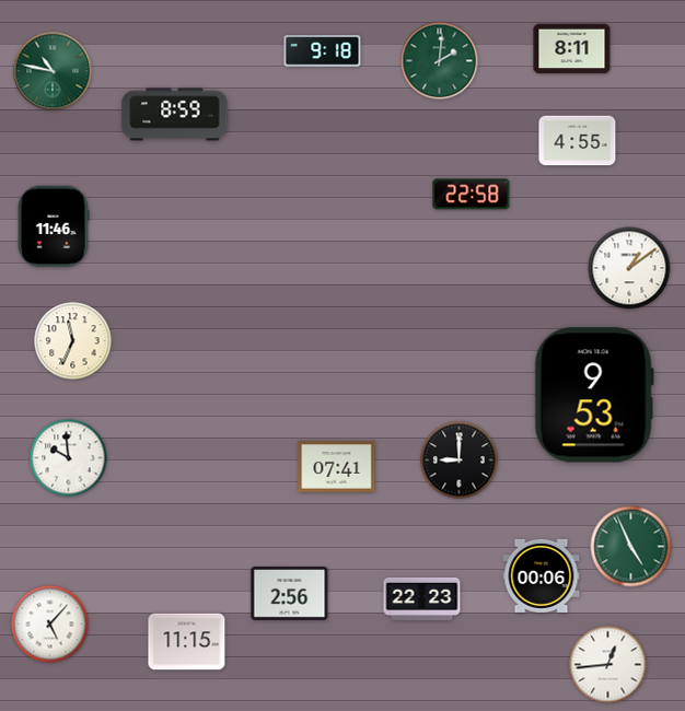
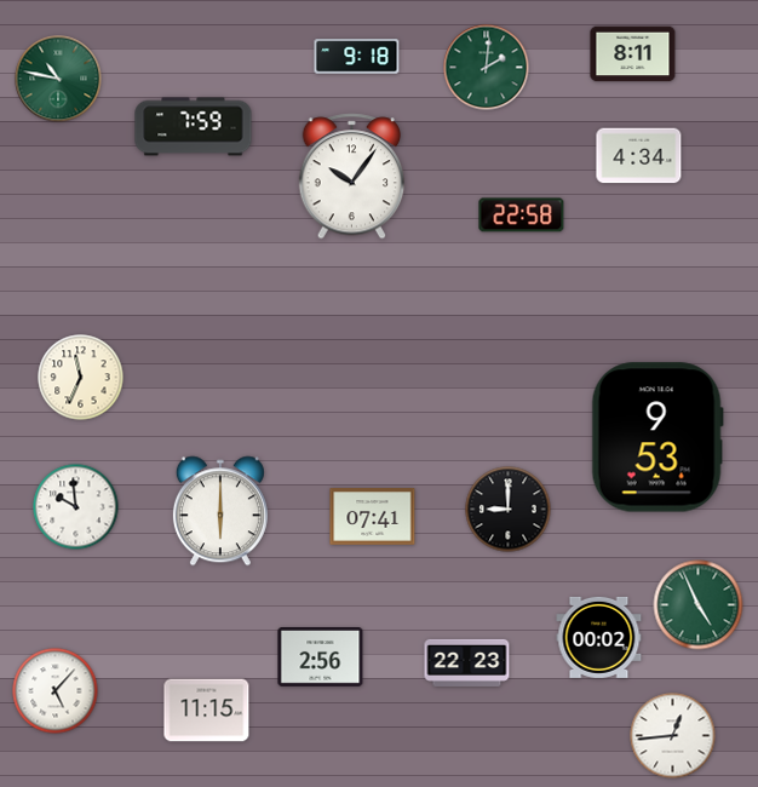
clock at (175, 115): 8:59 -> 7:59
clock at (578, 141): 4:55 -> 4:34
clock at (352, 177): none -> 10:06
clock at (54, 226): 11:46 -> none
clock at (629, 268): 1:09 -> none
clock at (220, 511): none -> 6:00
clock at (542, 575): 00:06 -> 00:02
